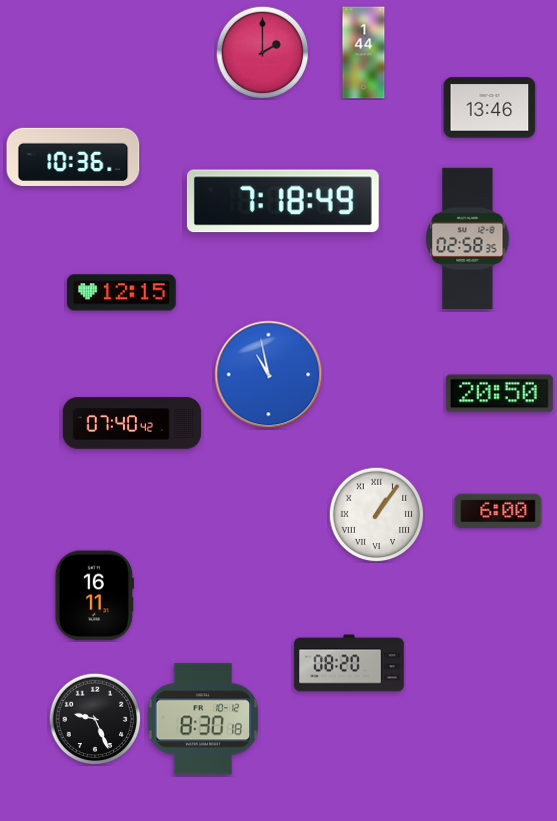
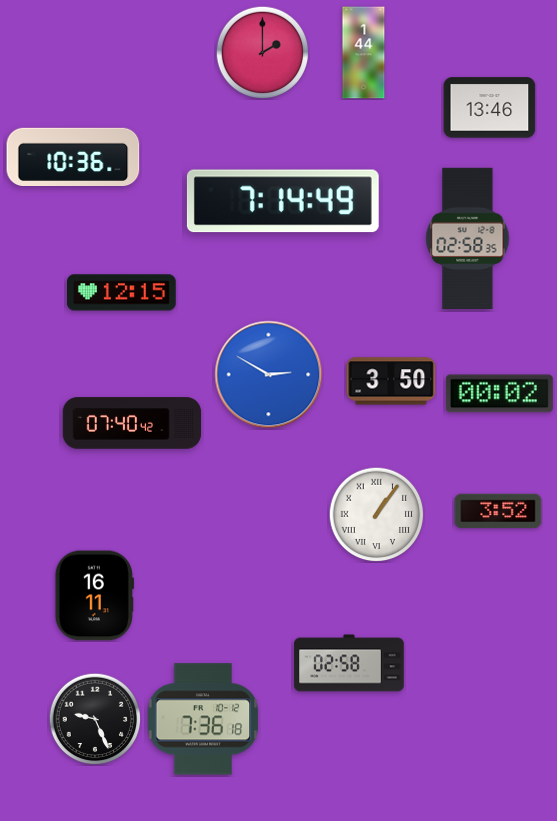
clock at (283, 201): 7:18 -> 7:14
clock at (269, 375): 10:58 -> 2:50
clock at (391, 381): none -> 3:50
clock at (499, 394): 20:50 -> 00:02
clock at (498, 511): 6:00 -> 3:52
clock at (349, 663): 08:20 -> 02:58
clock at (203, 719): 8:30 -> 7:36
